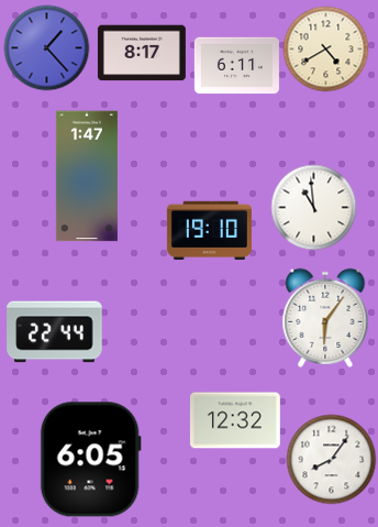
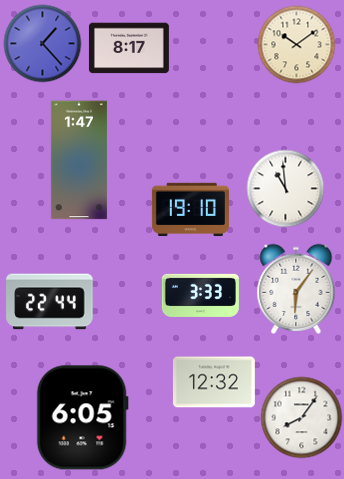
clock at (325, 48): 4:40 -> 10:09
clock at (236, 66): 6:11 -> none
clock at (200, 295): none -> 3:33
